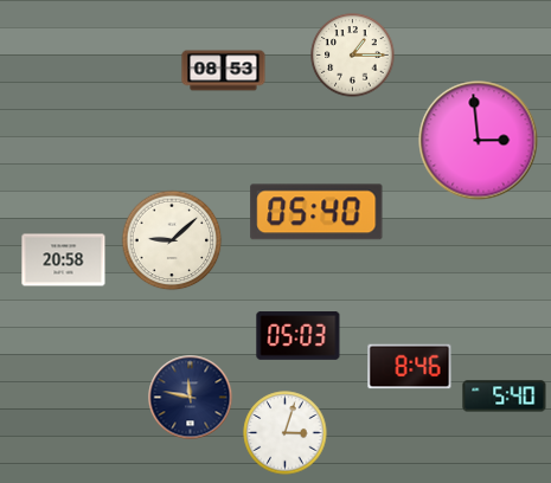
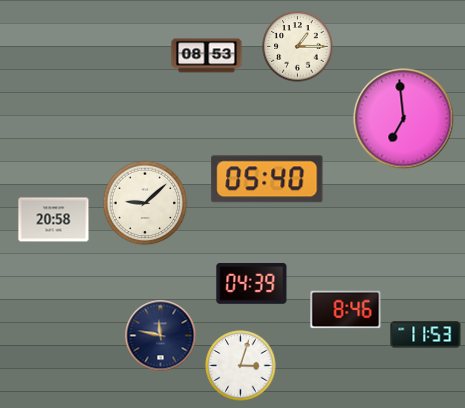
clock at (224, 71) position: (224, 71) -> (207, 56)
clock at (479, 141): 2:59 -> 6:59
clock at (299, 335): 05:03 -> 04:39
clock at (505, 397): 5:40 -> 11:53
